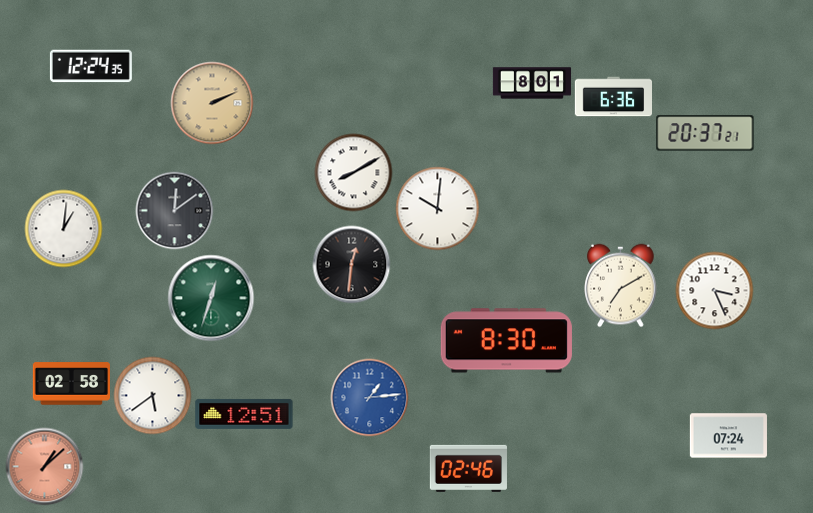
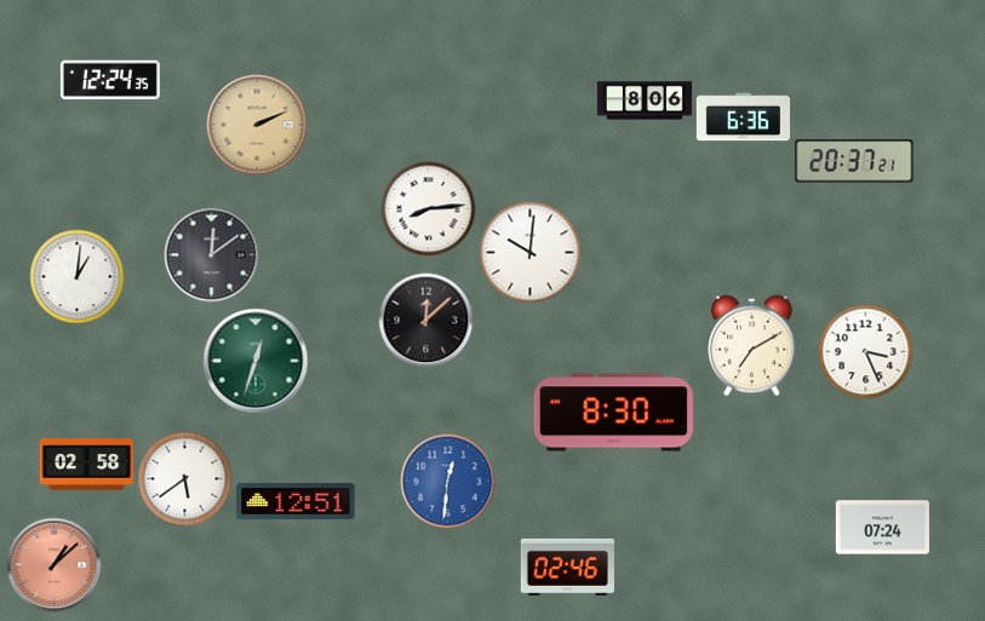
clock at (531, 83): 8:01 -> 8:06
clock at (353, 172): 8:10 -> 8:14
clock at (351, 264): 12:31 -> 12:08
clock at (369, 397): 1:14 -> 12:31
